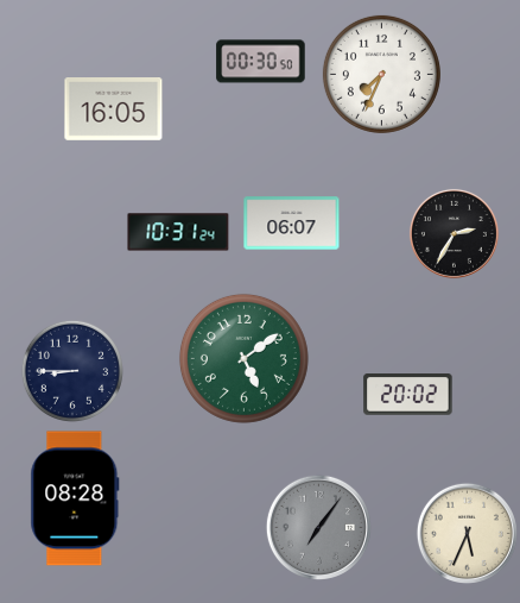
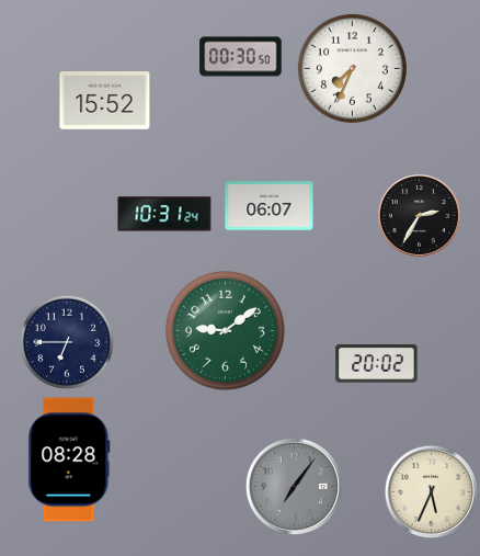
clock at (114, 109): 16:05 -> 15:52
clock at (243, 358): 5:09 -> 9:09
clock at (71, 370): 8:45 -> 6:45
